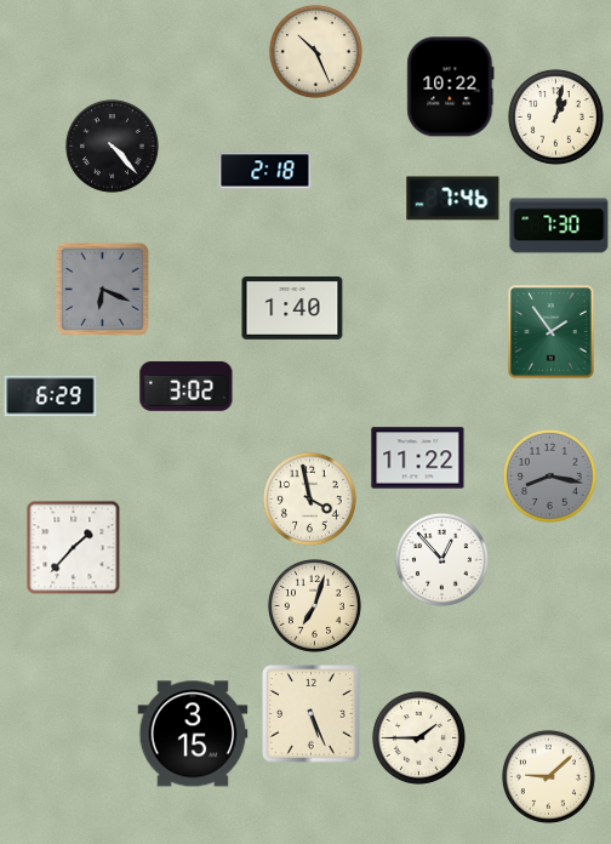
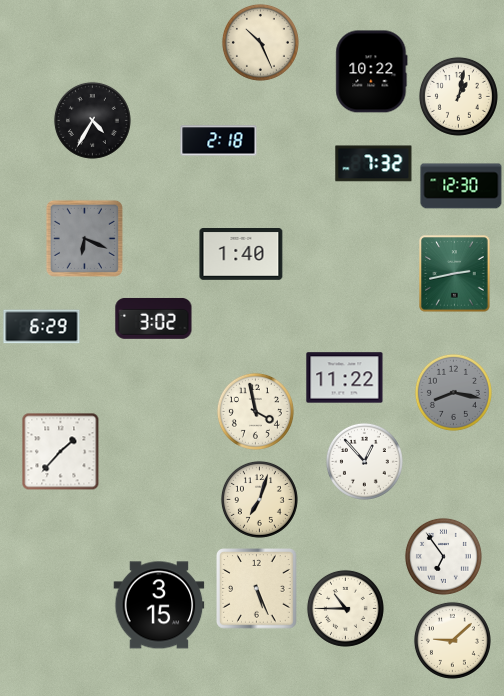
clock at (112, 146): 4:23 -> 4:35
clock at (453, 199): 7:46 -> 7:32
clock at (559, 226): 7:30 -> 12:30
clock at (552, 332): 1:54 -> 2:43
clock at (443, 556): none -> 6:54
clock at (418, 737): 1:45 -> 10:45
